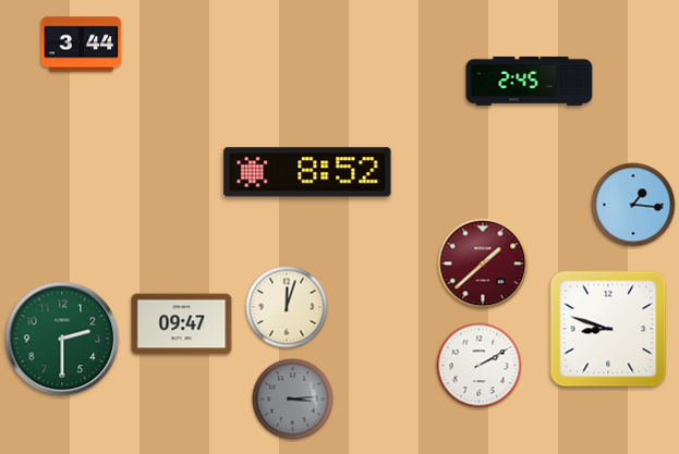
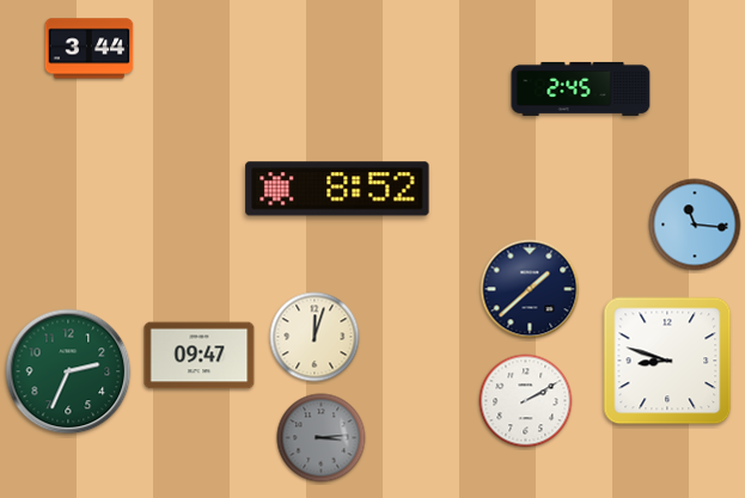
clock at (633, 205): 1:16 -> 11:16
clock at (483, 263) dial: burgundy -> navy
clock at (62, 339): 2:30 -> 2:34
